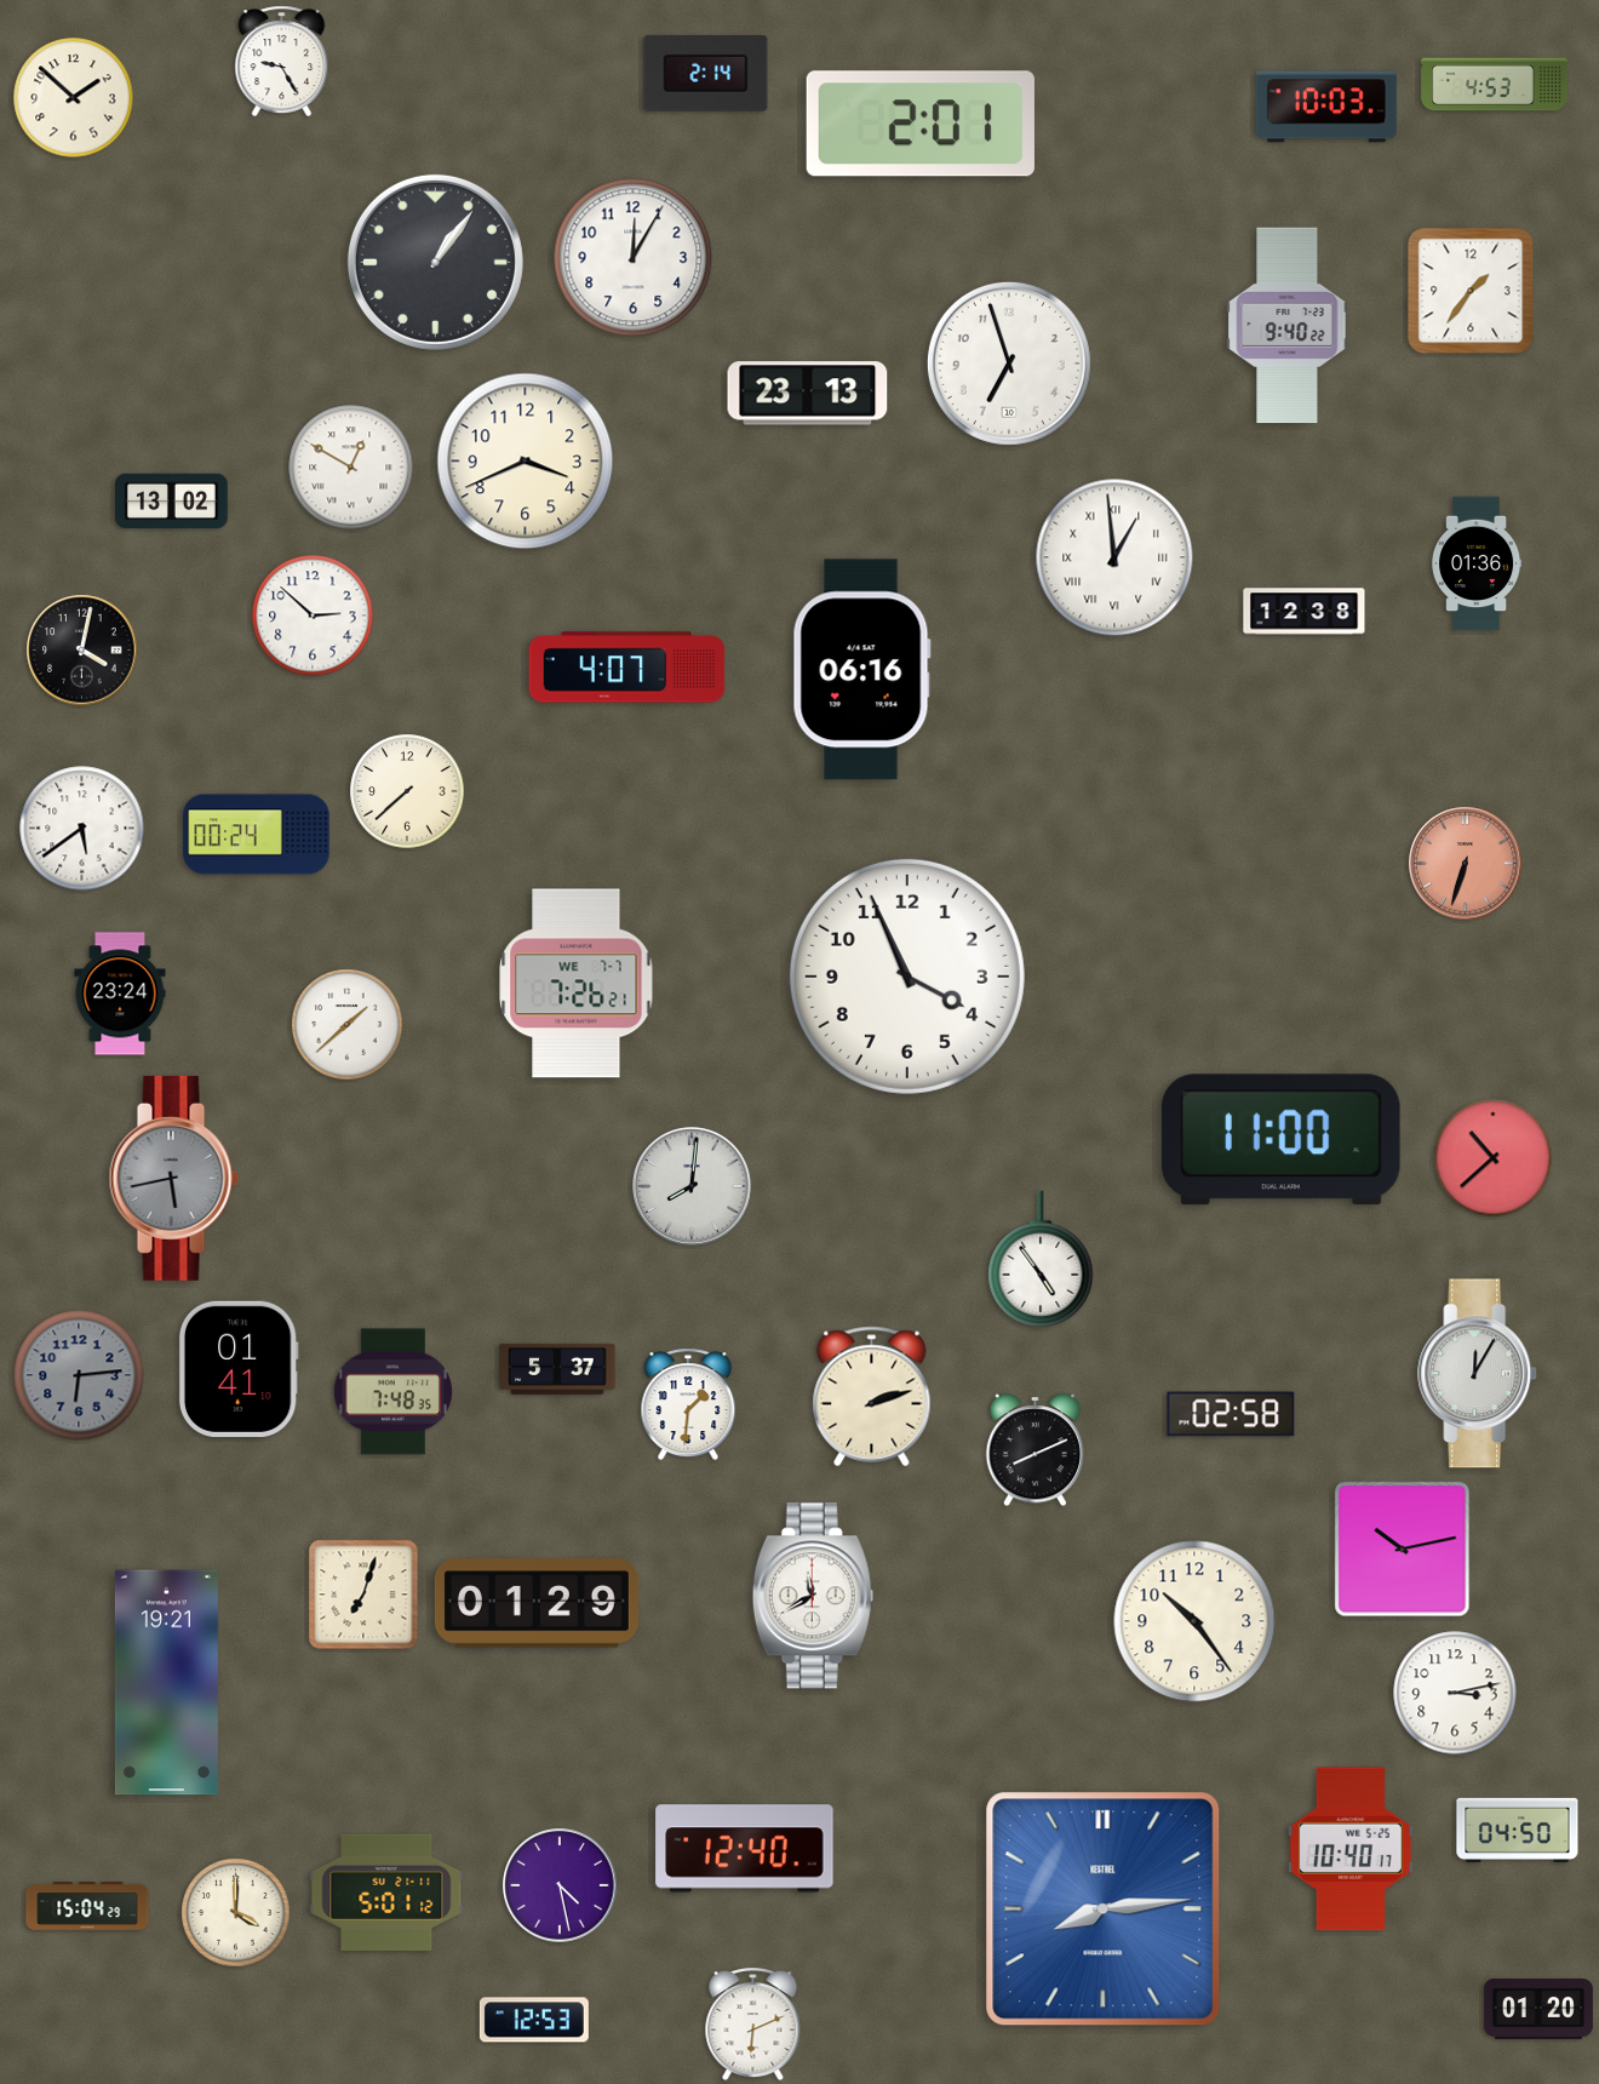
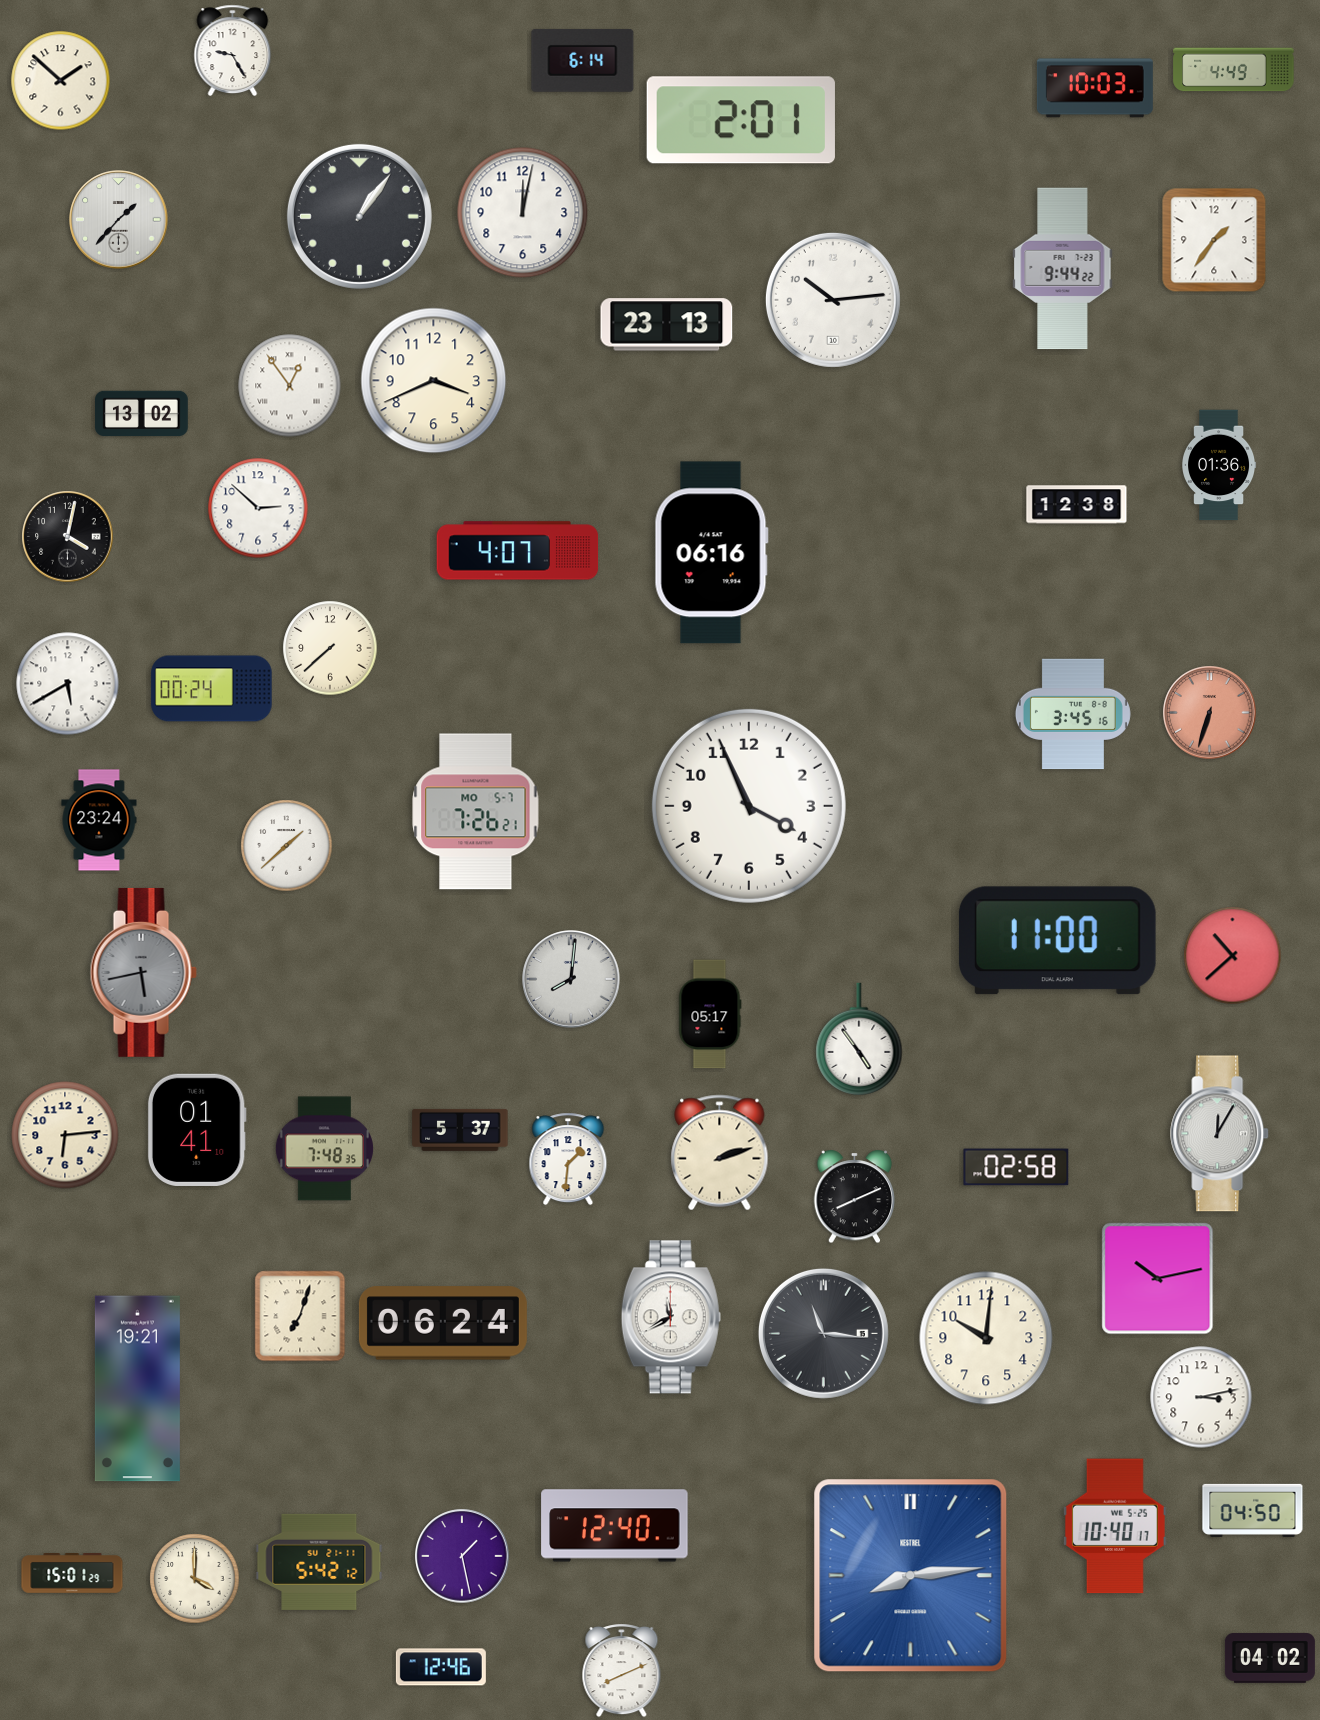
clock at (706, 73): 2:14 -> 6:14
clock at (1495, 85): 4:53 -> 4:49
clock at (921, 124) position: (921, 124) -> (741, 120)
clock at (634, 258): 12:05 -> 12:02
clock at (119, 220): none -> 1:37
clock at (1288, 326): 9:40 -> 9:44
clock at (1009, 363): 6:57 -> 10:14
clock at (351, 468): 12:50 -> 12:54
clock at (1114, 557): 12:59 -> none
clock at (407, 791) position: (407, 791) -> (330, 648)
clock at (82, 829): 5:39 -> 5:40
clock at (1073, 714): none -> 3:45
clock at (577, 984) date: WE 7-7 -> MO 5-7
clock at (710, 1014): none -> 05:17
clock at (79, 1375) dial: grey -> cream
clock at (537, 1603): 01:29 -> 06:24
clock at (823, 1333): none -> 11:16
clock at (1194, 1621): 10:24 -> 10:01
clock at (560, 1885): 4:28 -> 1:28
clock at (386, 1893): 5:01 -> 5:42
clock at (87, 1907): 15:04 -> 15:01
clock at (1538, 2009): 01:20 -> 04:02
clock at (534, 2020): 12:53 -> 12:46
clock at (753, 2025): 6:11 -> 8:11
